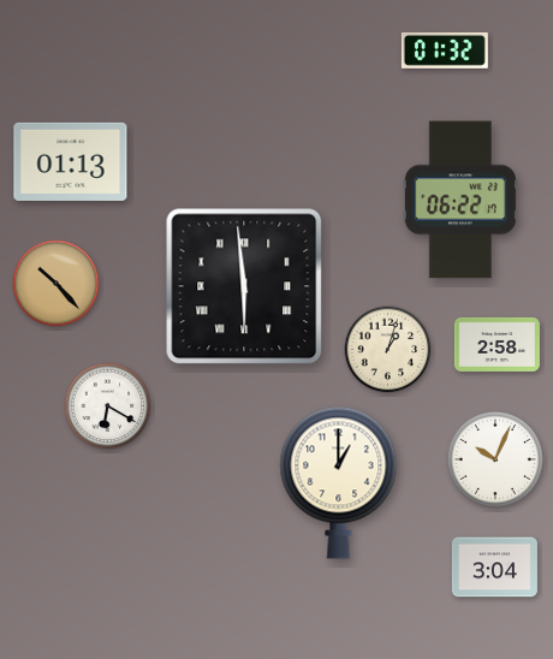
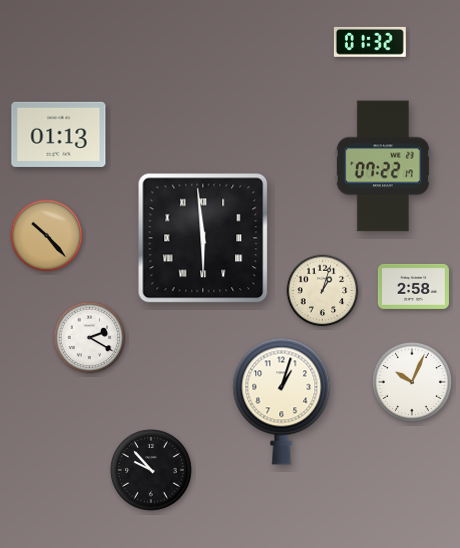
clock at (460, 200): 06:22 -> 07:22
clock at (108, 406): 6:20 -> 2:20
clock at (339, 482): 1:00 -> 1:03
clock at (152, 471): none -> 9:53
clock at (494, 568): 3:04 -> none
